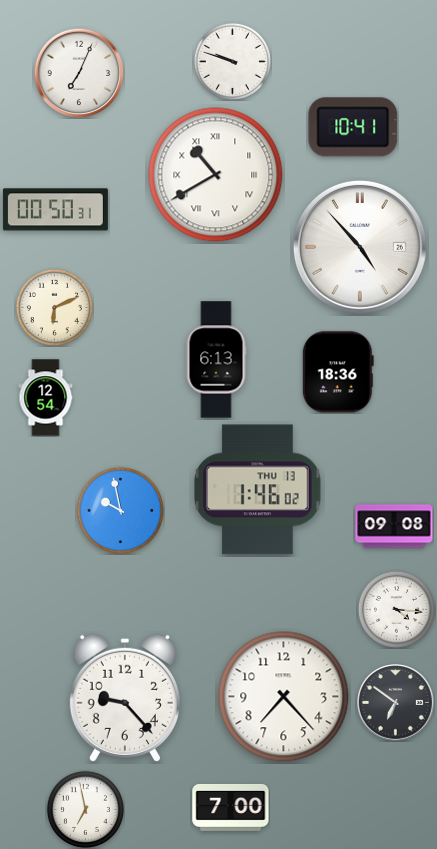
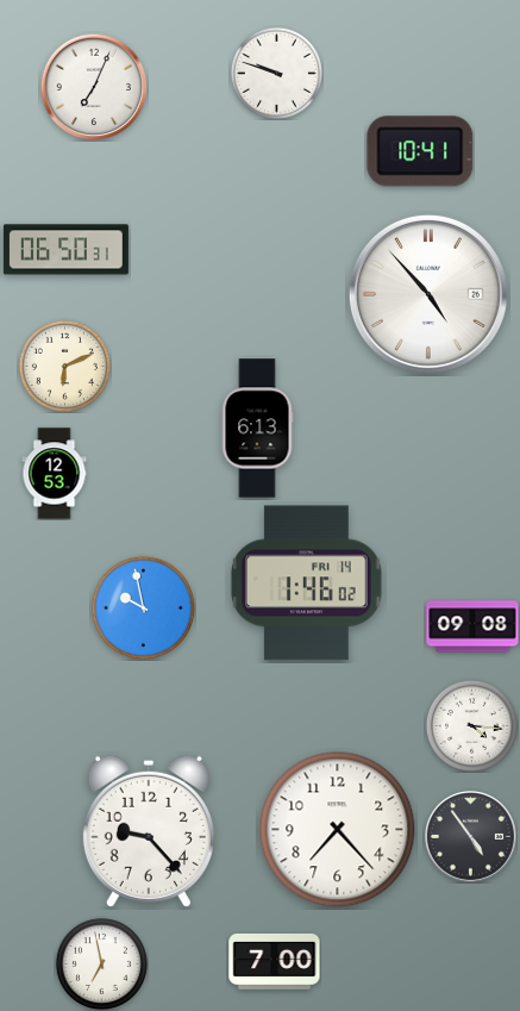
clock at (216, 175): 10:40 -> none
clock at (55, 210): 00:50 -> 06:50
clock at (338, 372): 18:36 -> none
clock at (46, 398): 12:54 -> 12:53
clock at (258, 490) date: THU 13 -> FRI 14
clock at (394, 526) position: (394, 526) -> (472, 626)
clock at (396, 703): 6:51 -> 4:54
